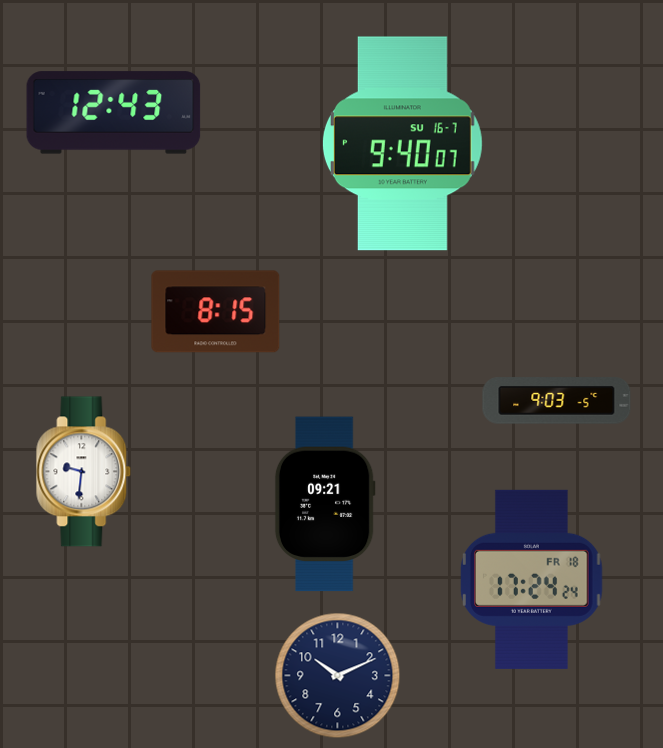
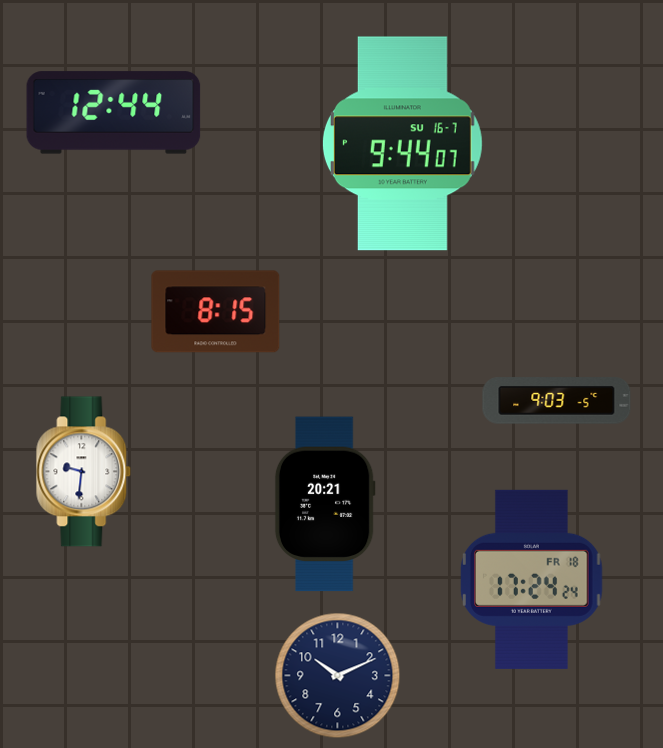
clock at (114, 113): 12:43 -> 12:44
clock at (402, 144): 9:40 -> 9:44
clock at (325, 504): 09:21 -> 20:21
